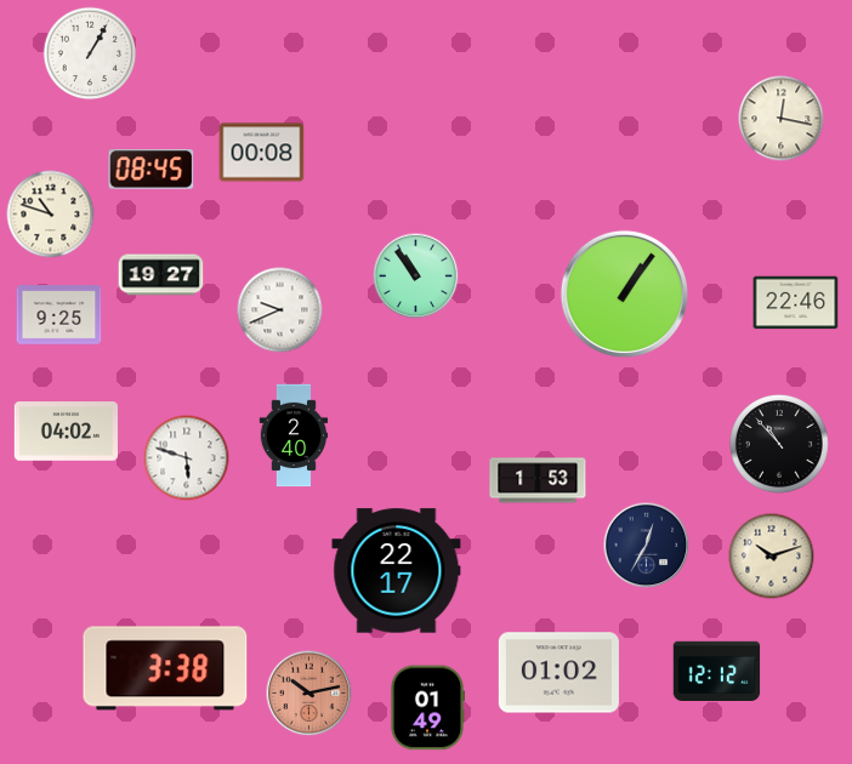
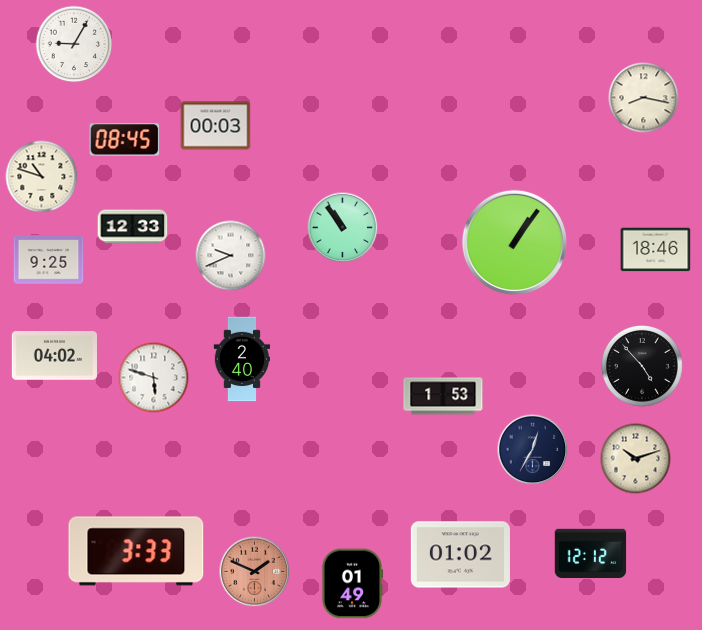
clock at (90, 53): 1:05 -> 9:05
clock at (782, 119): 12:17 -> 8:17
clock at (262, 153): 00:08 -> 00:03
clock at (161, 275): 19:27 -> 12:33
clock at (796, 303): 22:46 -> 18:46
clock at (779, 444): 10:53 -> 4:53
clock at (397, 571): 22:17 -> none
clock at (165, 668): 3:38 -> 3:33
clock at (309, 694): 10:13 -> 1:49
